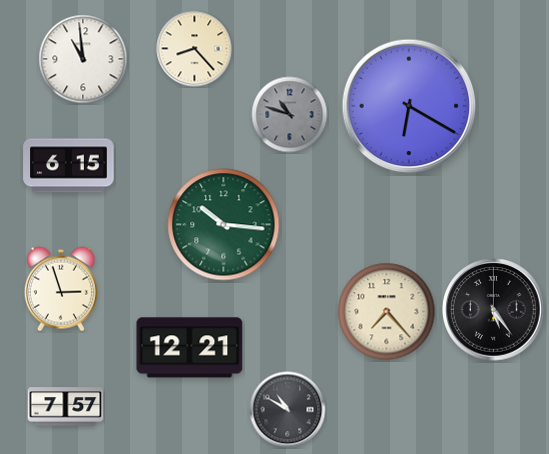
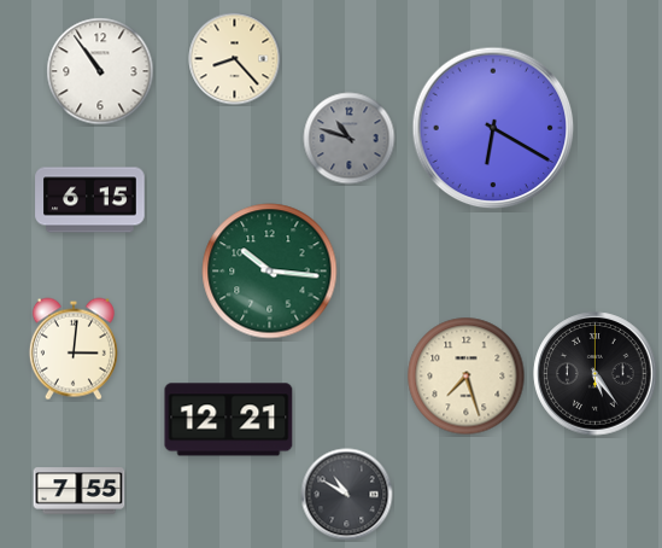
clock at (83, 59): 10:59 -> 10:54
clock at (69, 166) position: (69, 166) -> (90, 200)
clock at (61, 289): 2:57 -> 3:01
clock at (387, 312): 7:23 -> 7:27
clock at (66, 407): 7:57 -> 7:55
